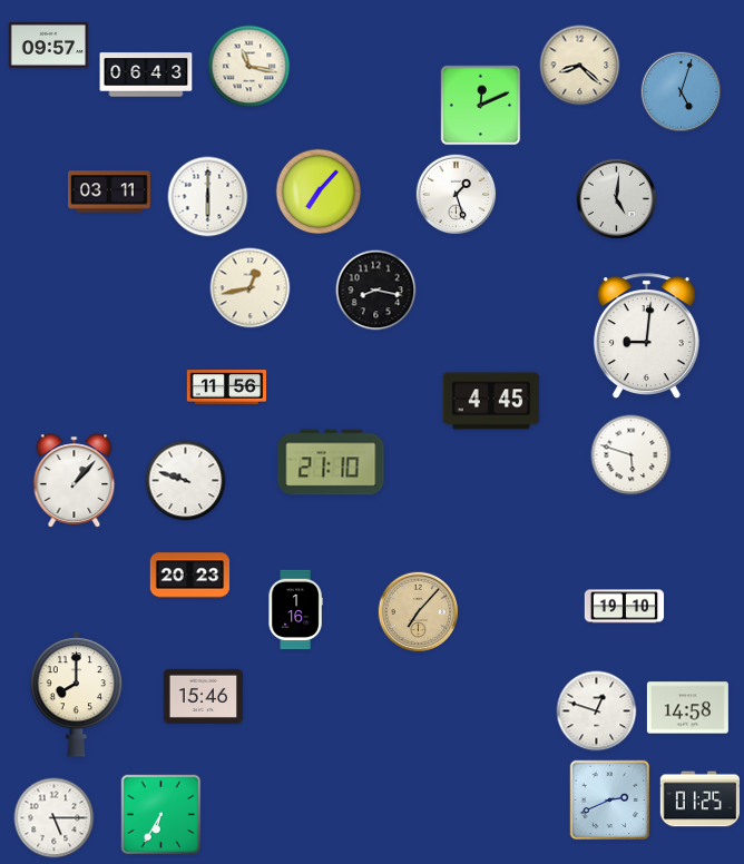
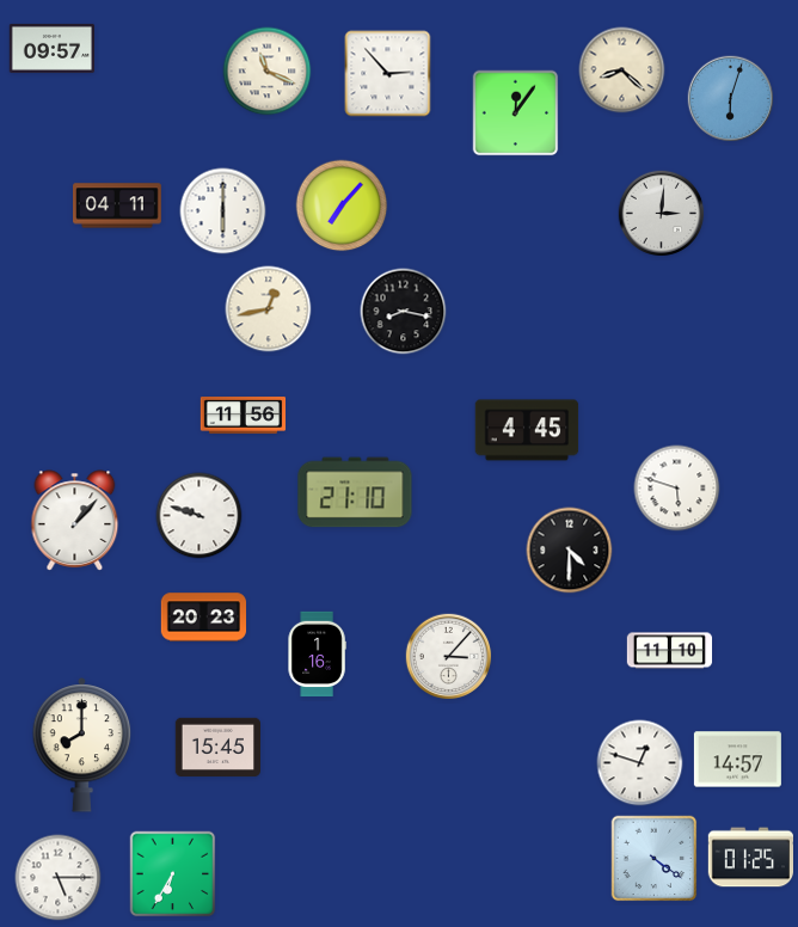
clock at (249, 67): 11:17 -> 11:19
clock at (388, 74): none -> 2:53
clock at (146, 75): 06:43 -> none
clock at (682, 92): 5:03 -> 6:03
clock at (481, 106): 12:11 -> 12:06
clock at (110, 192): 03:11 -> 04:11
clock at (457, 195): 1:27 -> none
clock at (617, 199): 5:01 -> 3:01
clock at (646, 335): 9:01 -> none
clock at (331, 462) position: (331, 462) -> (355, 492)
clock at (75, 481) position: (75, 481) -> (75, 521)
clock at (570, 551): none -> 4:30
clock at (625, 607): 19:10 -> 11:10
clock at (419, 612): 7:07 -> 3:07
clock at (419, 612) dial: champagne -> white
clock at (203, 696): 15:46 -> 15:45
clock at (687, 708): 14:58 -> 14:57
clock at (610, 801): 2:41 -> 4:21
